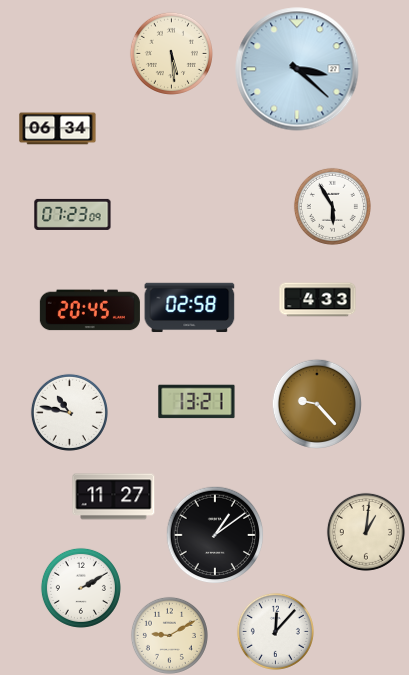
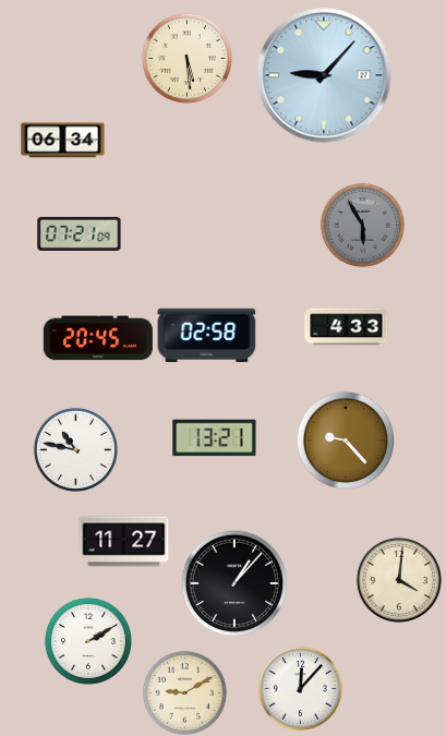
clock at (297, 69): 3:22 -> 9:07
clock at (332, 206) dial: white -> grey
clock at (73, 214): 07:23 -> 07:21
clock at (366, 532): 1:01 -> 4:01
clock at (215, 535): 1:09 -> 1:07
